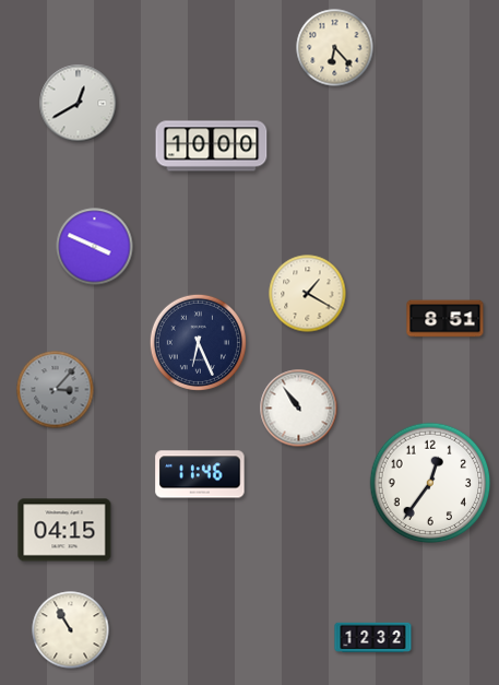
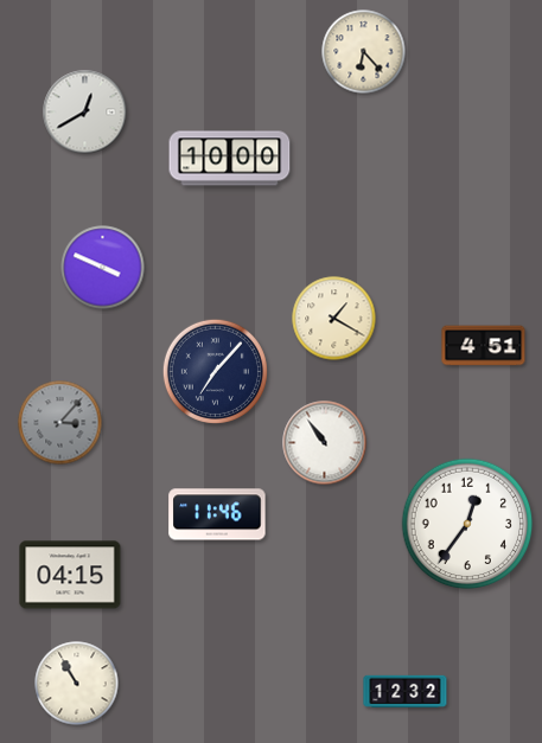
clock at (445, 319): 8:51 -> 4:51
clock at (198, 342): 6:26 -> 7:07
